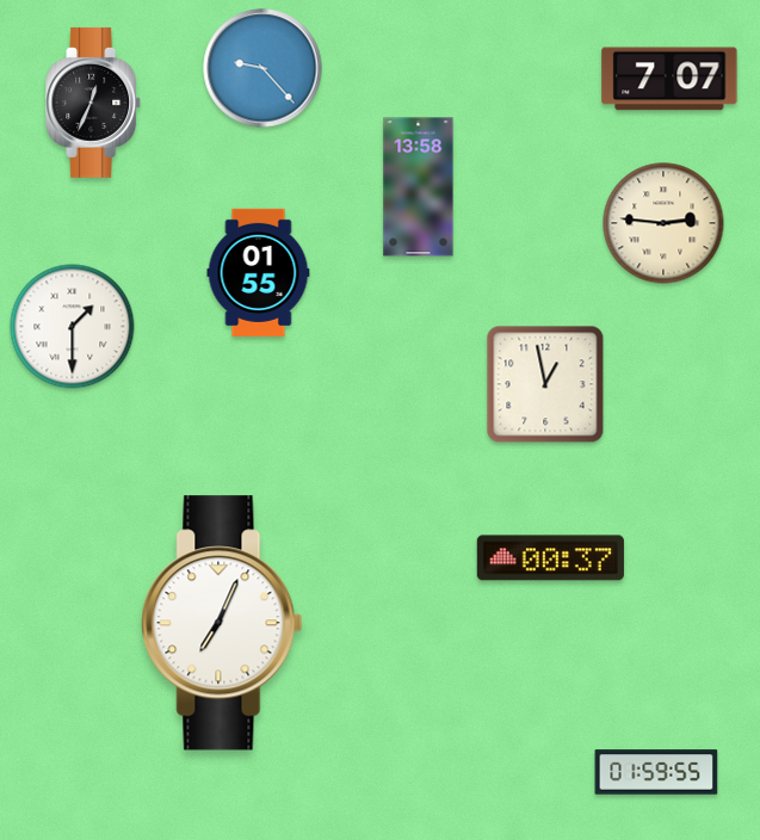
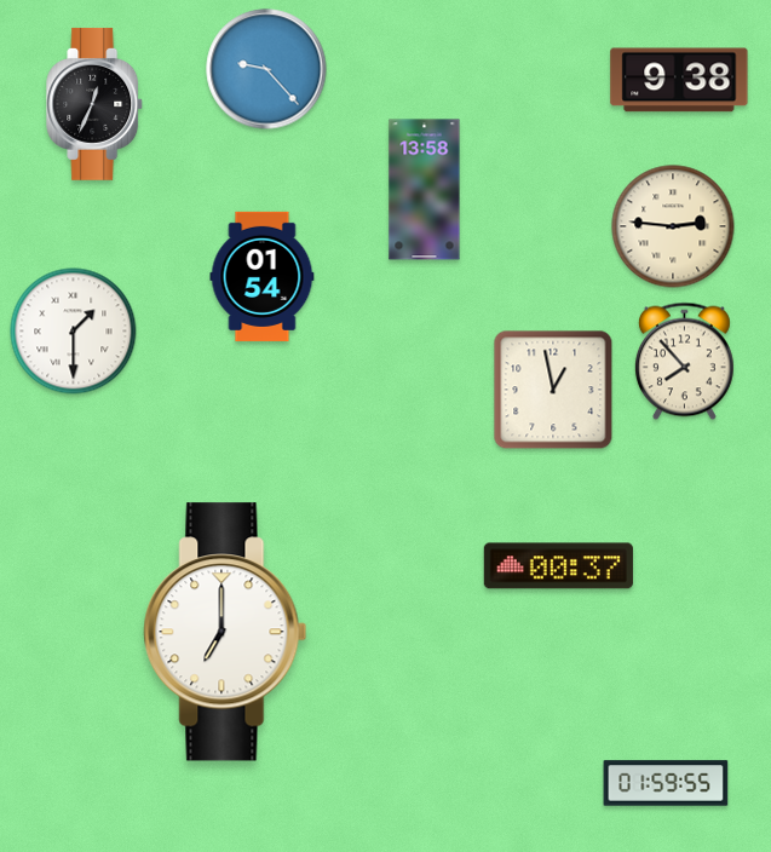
clock at (669, 79): 7:07 -> 9:38
clock at (259, 272): 01:55 -> 01:54
clock at (684, 362): none -> 7:53
clock at (222, 623): 7:04 -> 7:00
